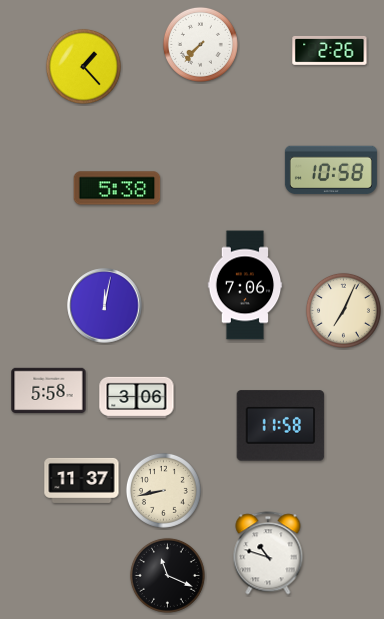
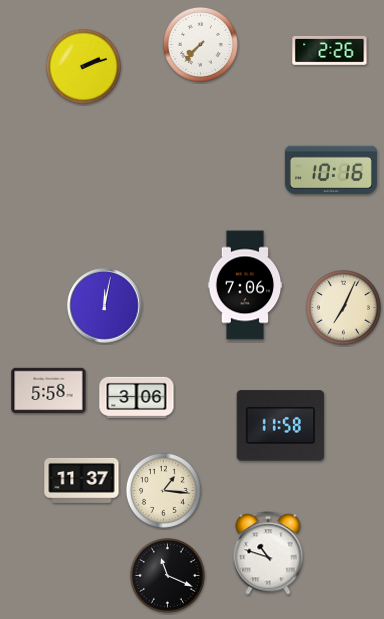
clock at (83, 66): 1:23 -> 2:12
clock at (331, 170): 10:58 -> 10:16
clock at (117, 188): 5:38 -> none
clock at (343, 310) position: (343, 310) -> (343, 307)
clock at (163, 490): 8:43 -> 1:16
